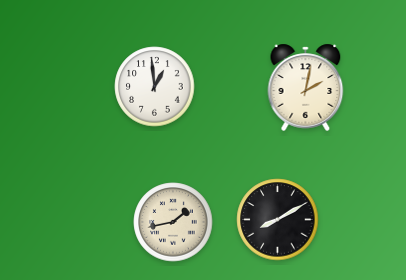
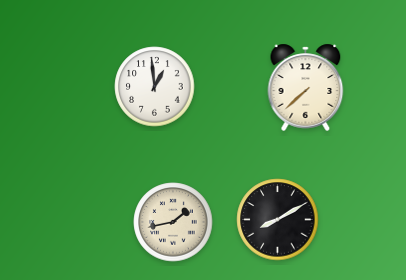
clock at (306, 87): 2:02 -> 7:38
